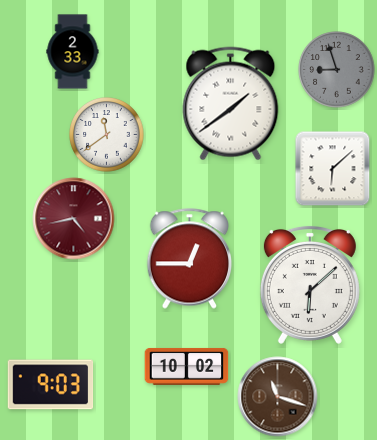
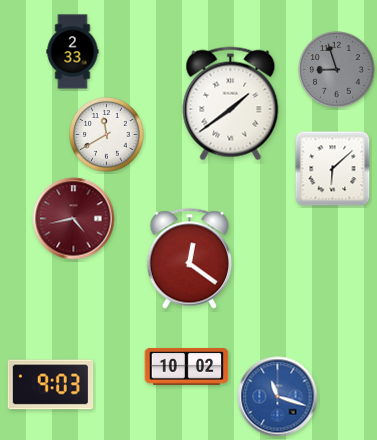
clock at (107, 135): 11:39 -> 11:40
clock at (190, 259): 12:45 -> 12:21
clock at (310, 285): 6:08 -> none
clock at (278, 397) dial: brown -> blue
